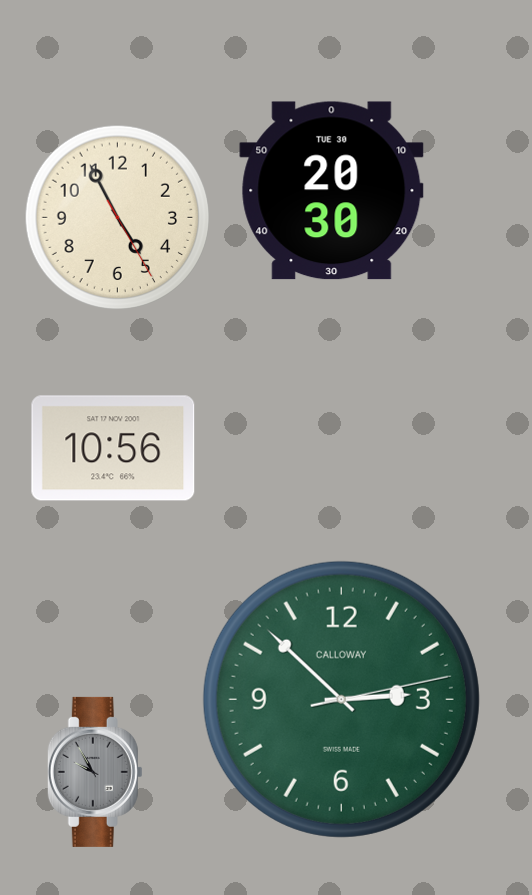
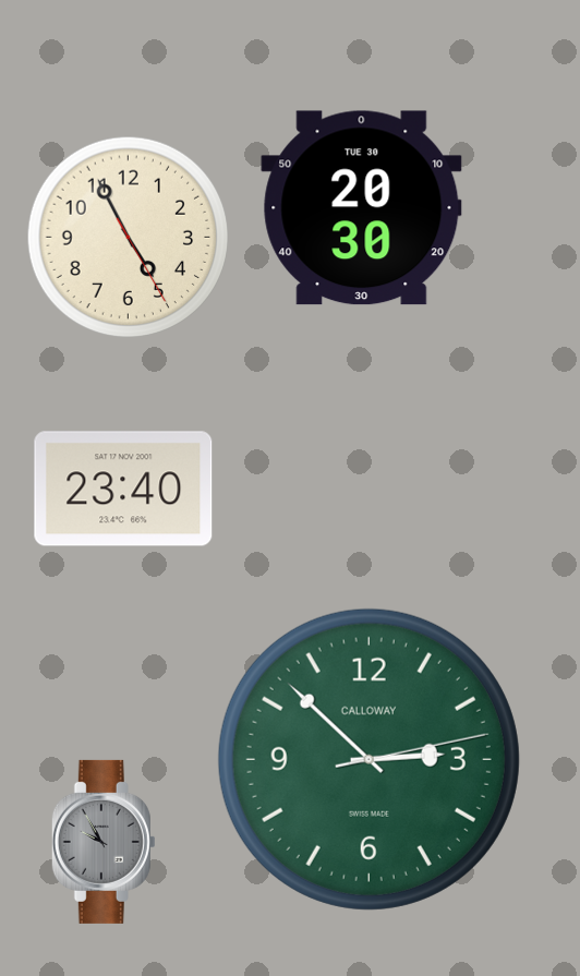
clock at (113, 448): 10:56 -> 23:40
clock at (341, 699) position: (341, 699) -> (368, 759)
